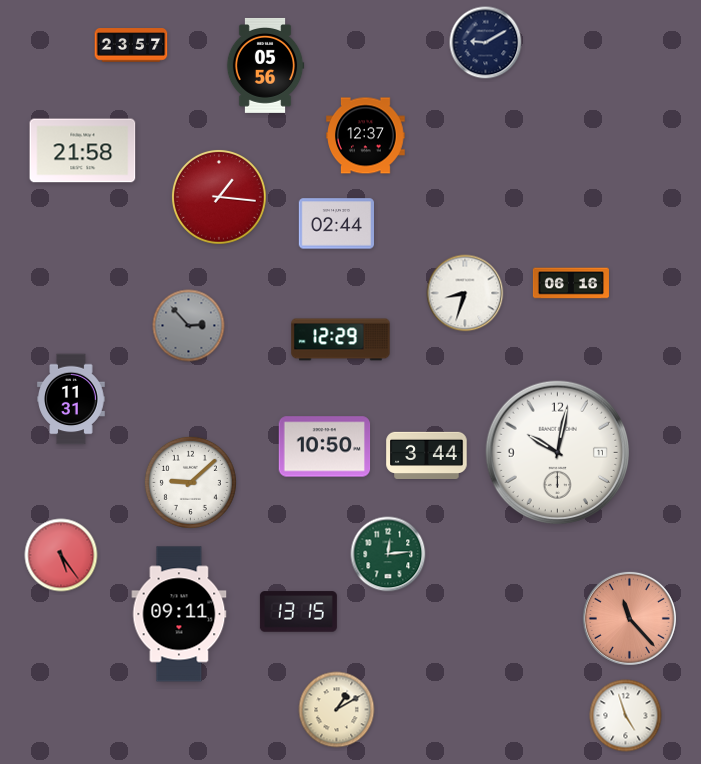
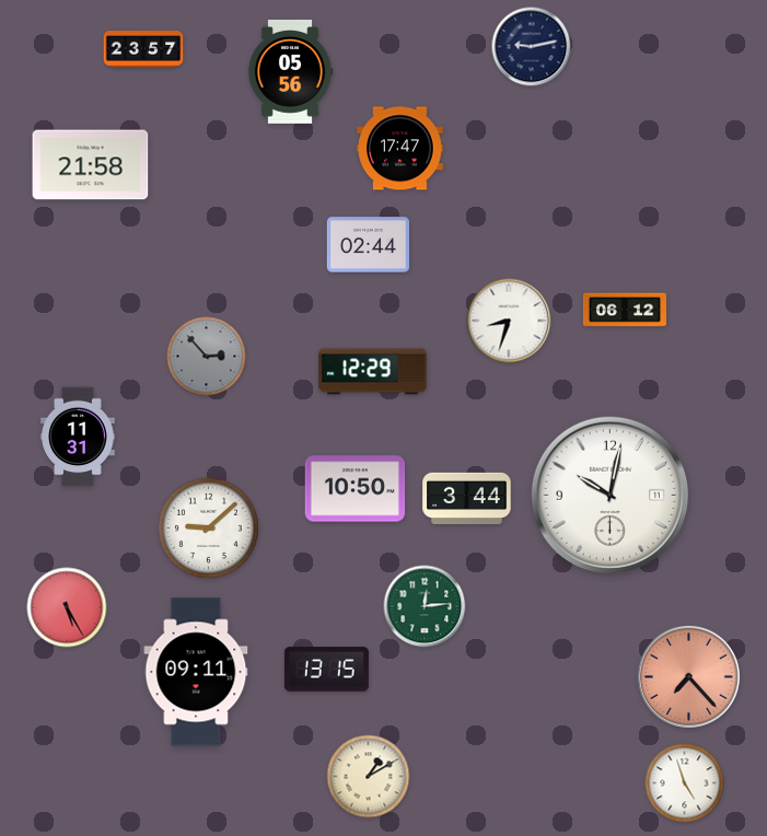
clock at (486, 43): 9:10 -> 9:13
clock at (366, 136): 12:37 -> 17:47
clock at (220, 198): 1:16 -> none
clock at (571, 283): 06:16 -> 06:12
clock at (61, 555): 5:24 -> 5:25
clock at (629, 618): 11:23 -> 7:23
